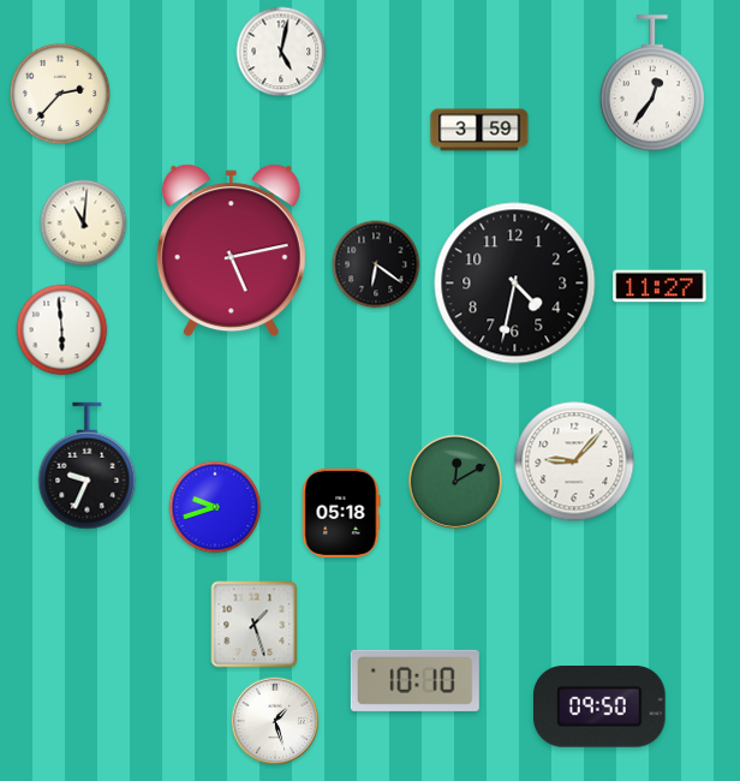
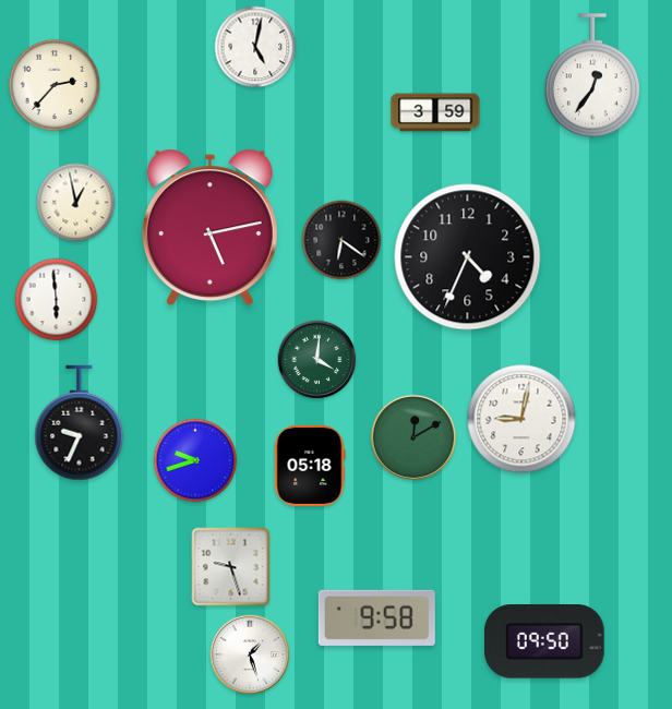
clock at (479, 130) position: (479, 130) -> (435, 112)
clock at (84, 223): 11:01 -> 12:58
clock at (515, 284): 4:32 -> 4:34
clock at (660, 286): 11:27 -> none
clock at (317, 360): none -> 4:01
clock at (574, 461): 9:07 -> 9:02
clock at (255, 625): 1:27 -> 9:27
clock at (414, 680): 10:10 -> 9:58
